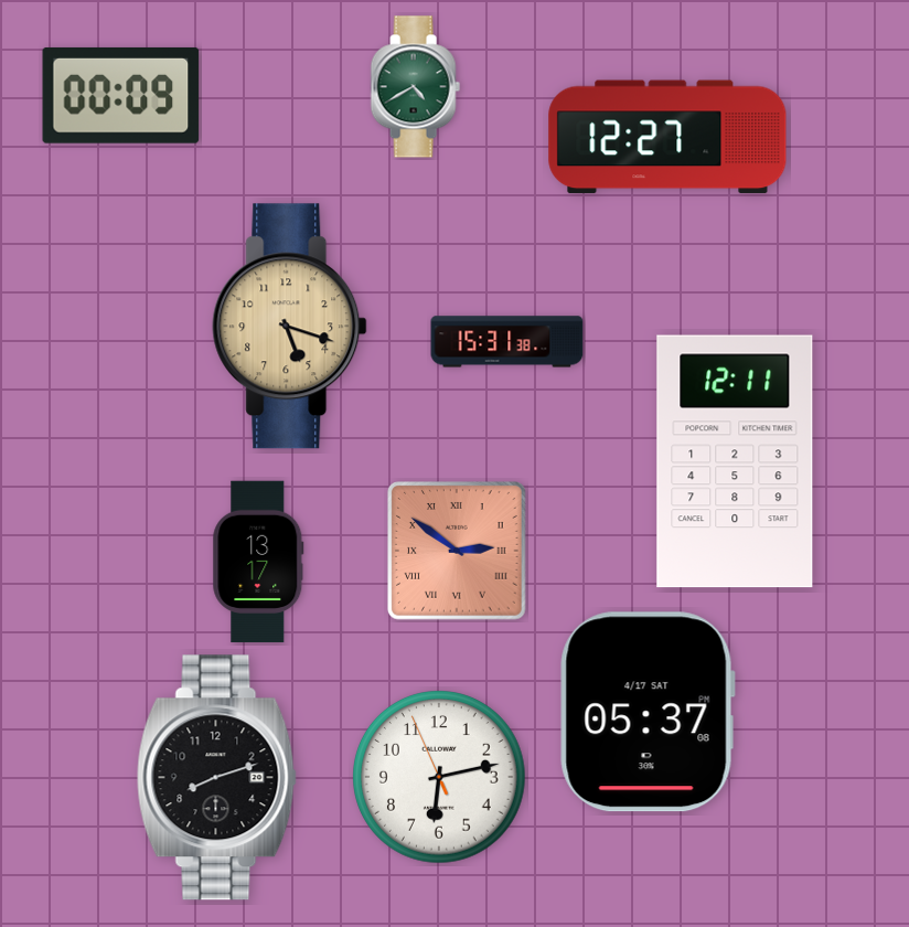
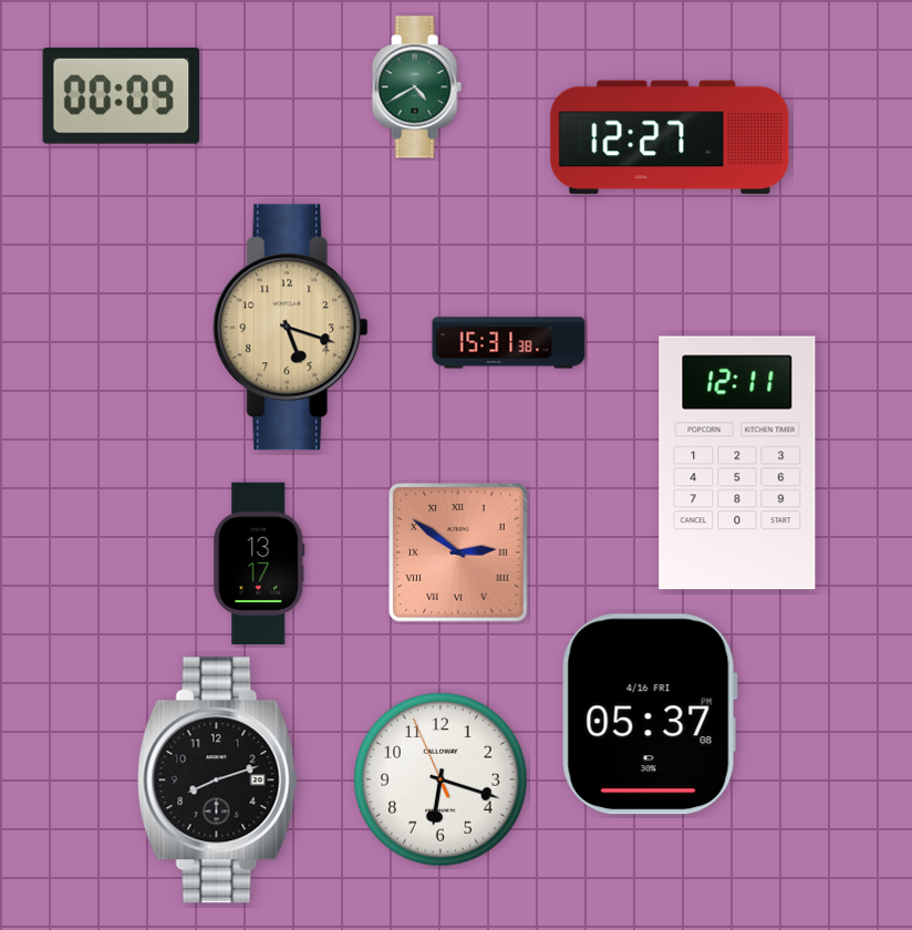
clock at (648, 712) date: 4/17 SAT -> 4/16 FRI
clock at (439, 777): 6:12 -> 6:17
